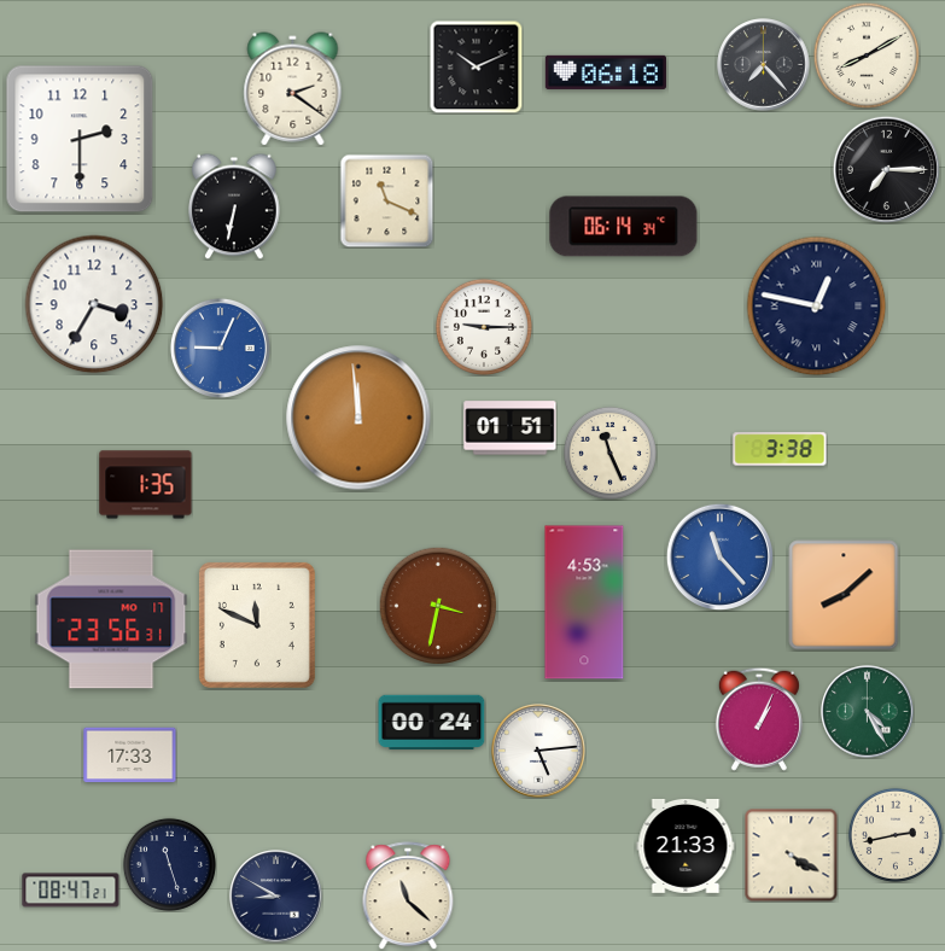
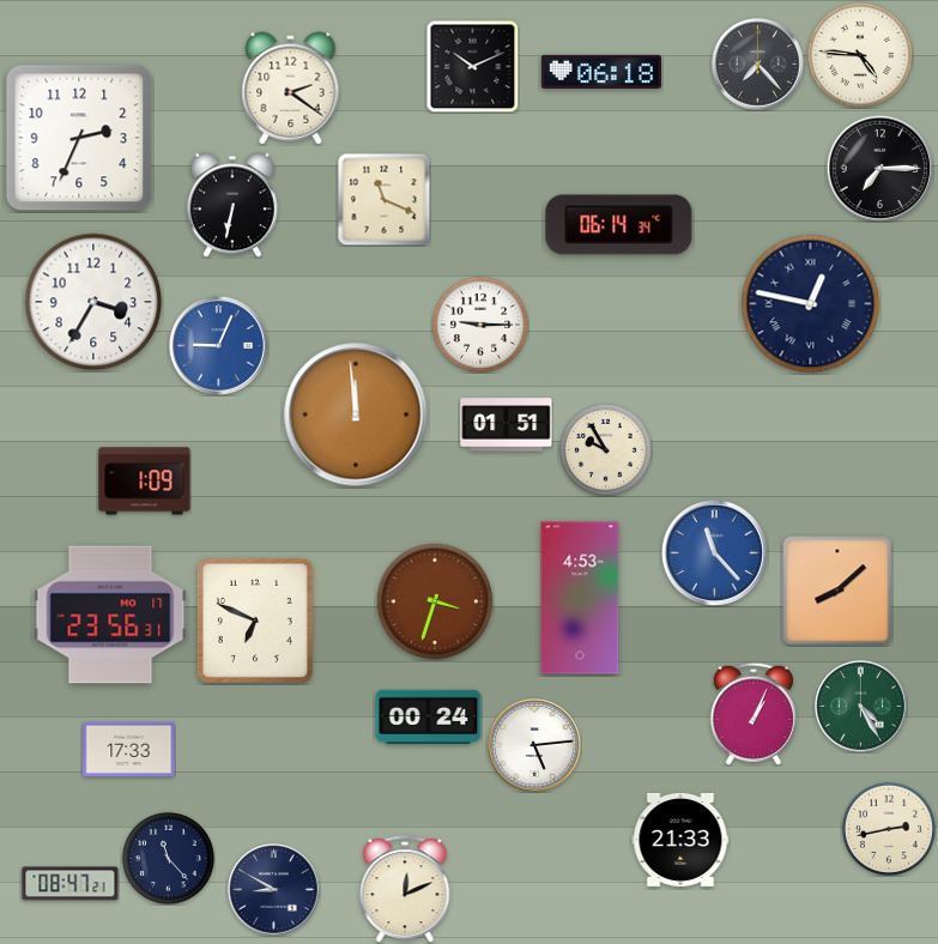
clock at (865, 54): 8:10 -> 4:46
clock at (80, 139): 2:30 -> 2:34
clock at (780, 449): 3:38 -> none
clock at (609, 453): 11:26 -> 9:55
clock at (146, 485): 1:35 -> 1:09
clock at (438, 606): 3:32 -> 3:33
clock at (257, 625): 11:49 -> 6:49
clock at (791, 854): 4:20 -> none
clock at (169, 864): 11:27 -> 11:23
clock at (408, 895): 11:22 -> 12:11
